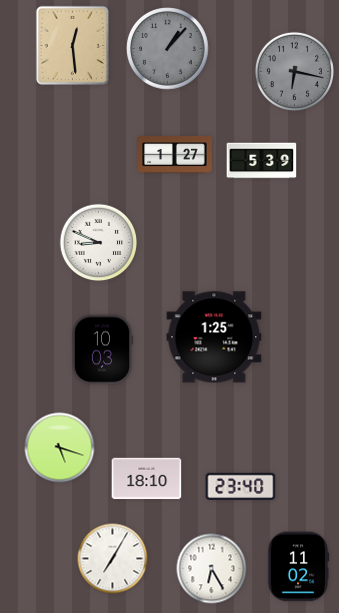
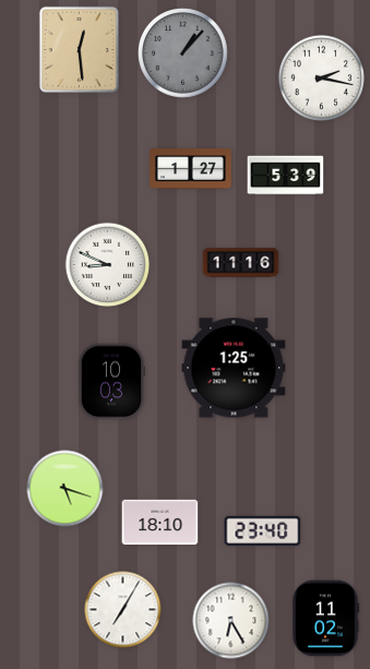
clock at (294, 71): 6:17 -> 2:17
clock at (294, 71) dial: grey -> white
clock at (241, 263): none -> 11:16
